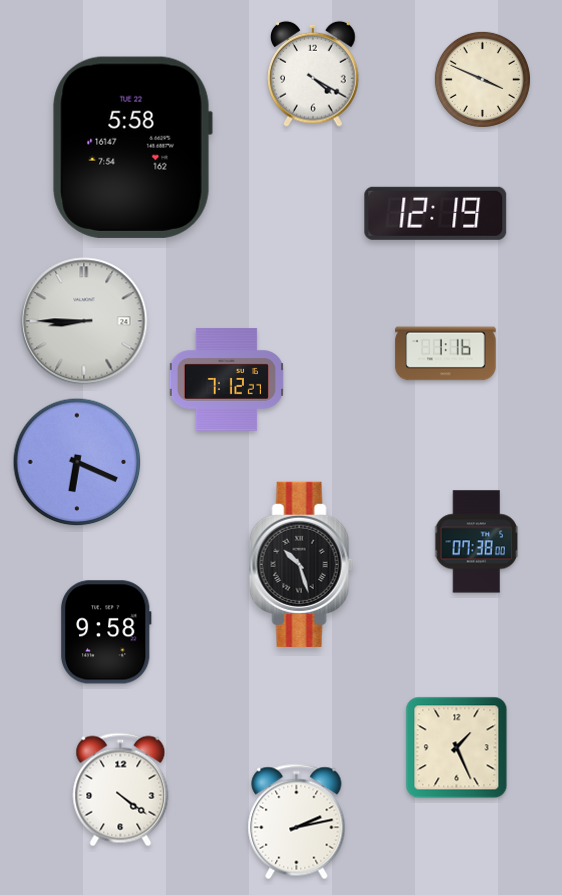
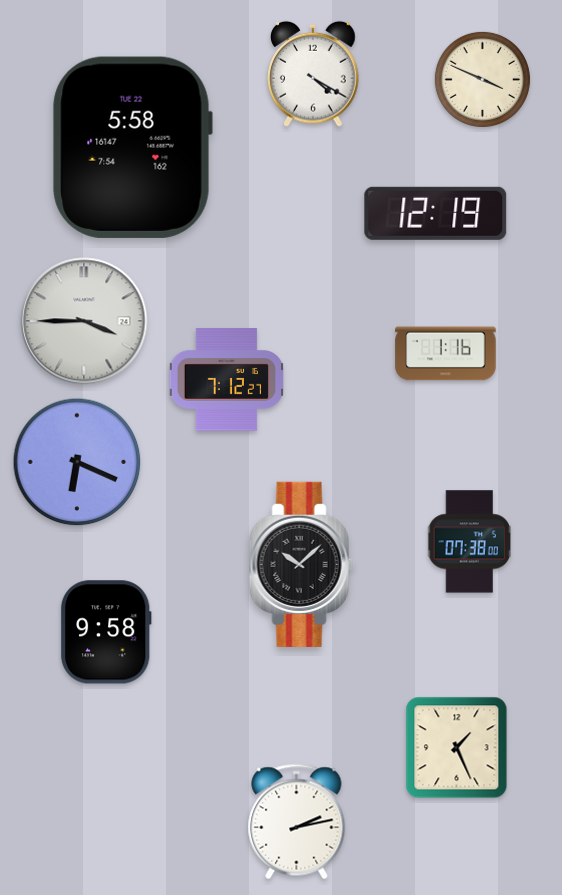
clock at (84, 321): 8:45 -> 3:45
clock at (476, 542) position: (476, 542) -> (469, 542)
clock at (301, 564): 10:27 -> 10:08
clock at (121, 790): 4:21 -> none
